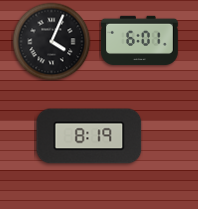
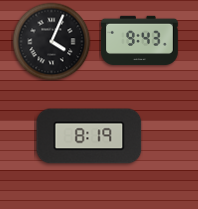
clock at (140, 41): 6:01 -> 9:43
